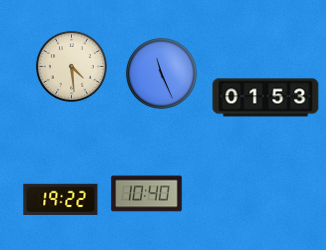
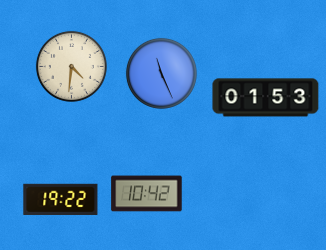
clock at (71, 66): 4:29 -> 4:31
clock at (147, 194): 10:40 -> 10:42
